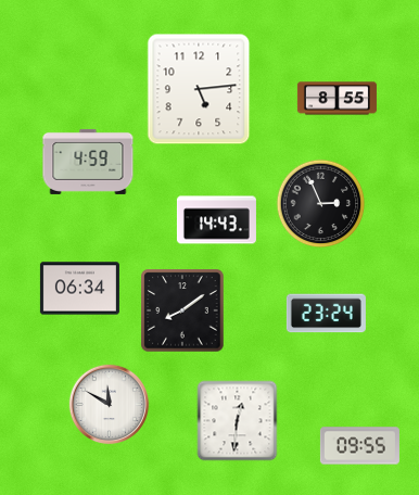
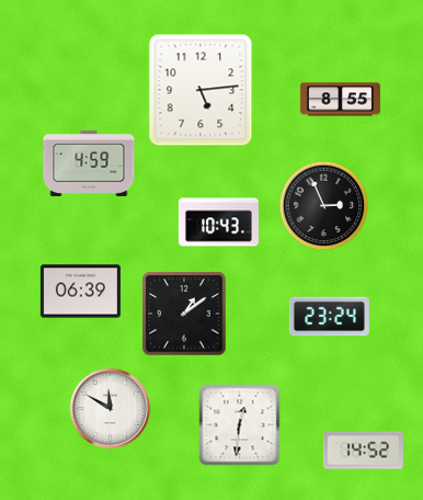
clock at (216, 220): 14:43 -> 10:43
clock at (79, 289): 06:34 -> 06:39
clock at (182, 310): 8:09 -> 1:09
clock at (359, 446): 09:55 -> 14:52
